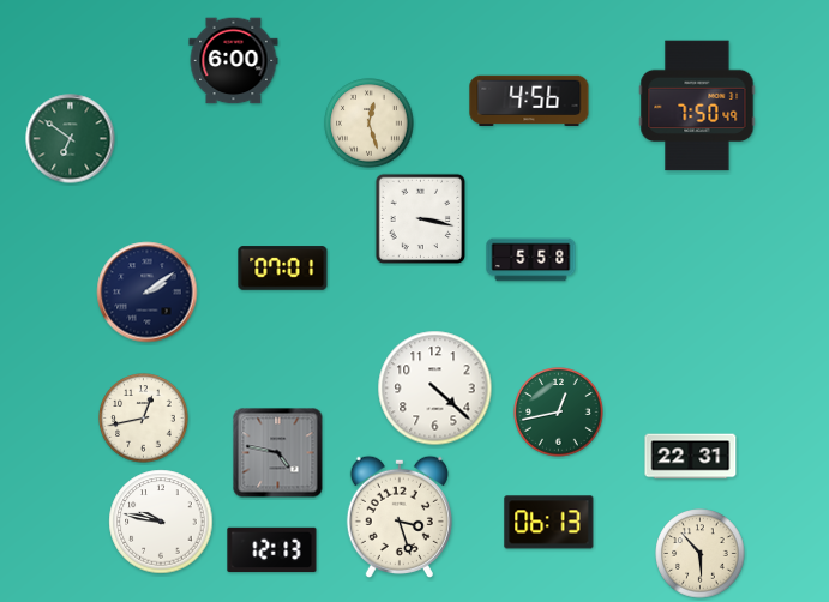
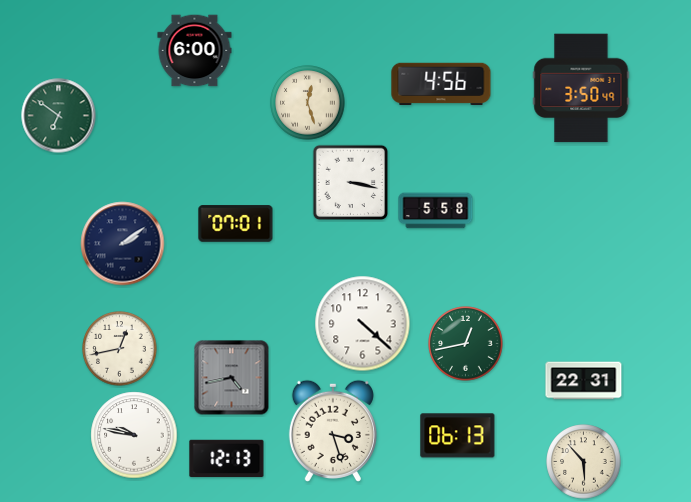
clock at (697, 106): 7:50 -> 3:50
clock at (531, 260) position: (531, 260) -> (436, 211)
clock at (278, 453): 4:47 -> 4:43
clock at (691, 457) position: (691, 457) -> (584, 381)
